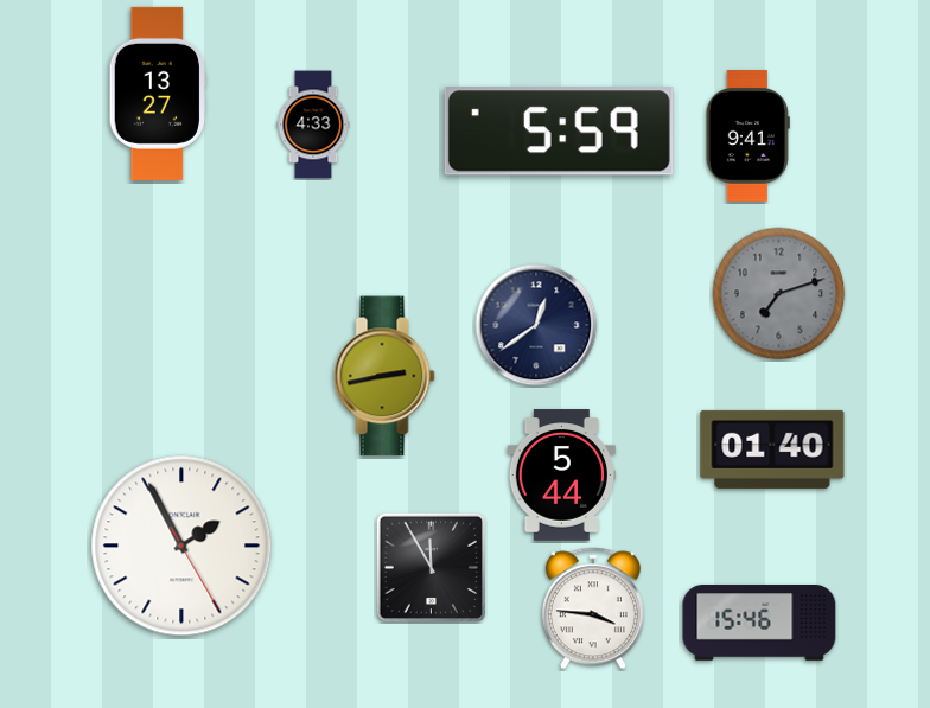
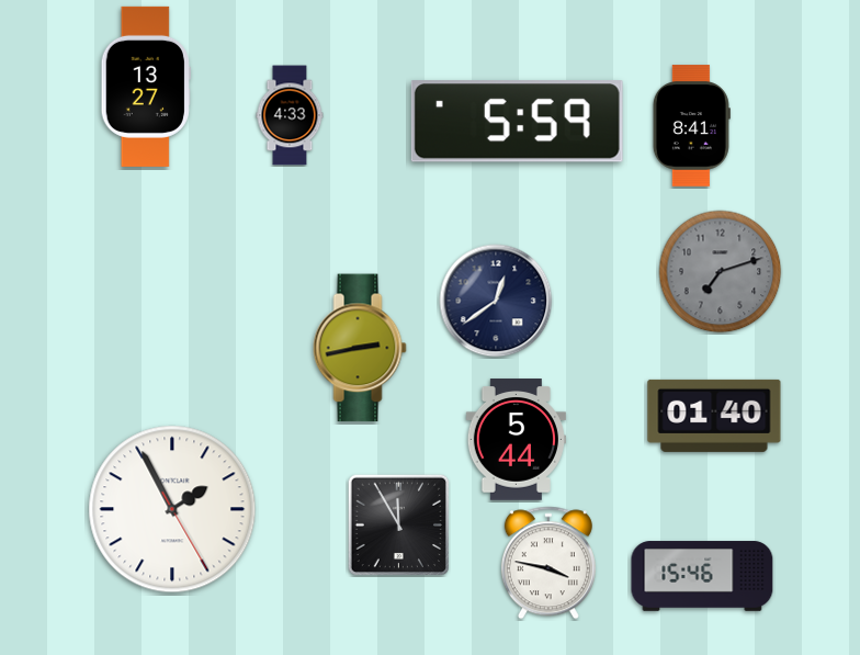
clock at (747, 136): 9:41 -> 8:41
clock at (384, 376) position: (384, 376) -> (360, 348)
clock at (561, 476) position: (561, 476) -> (516, 440)
clock at (181, 546) position: (181, 546) -> (172, 509)
clock at (593, 608): 3:46 -> 3:47
